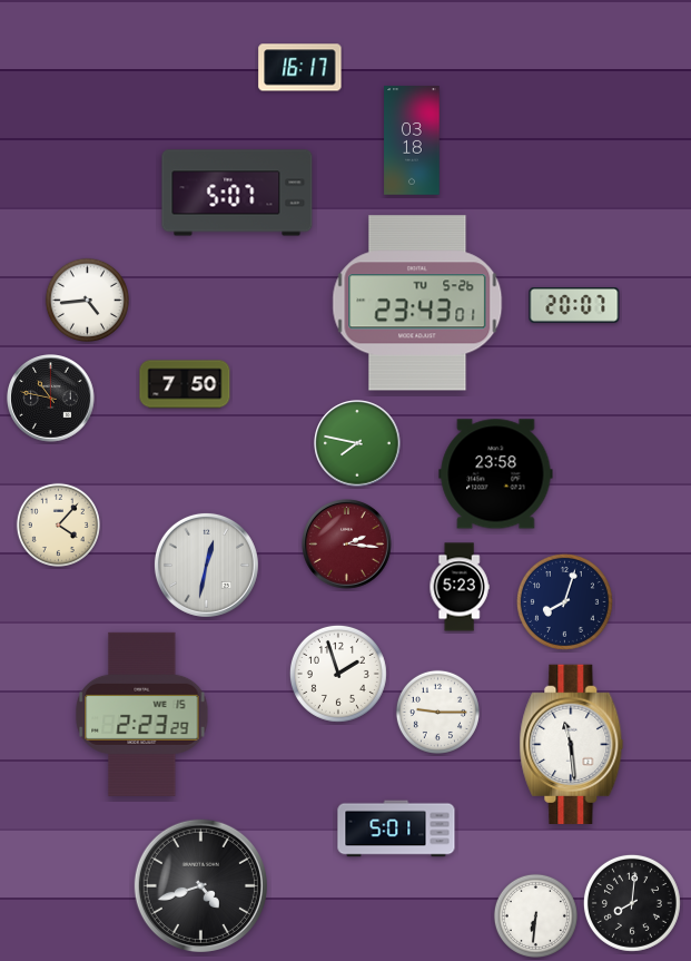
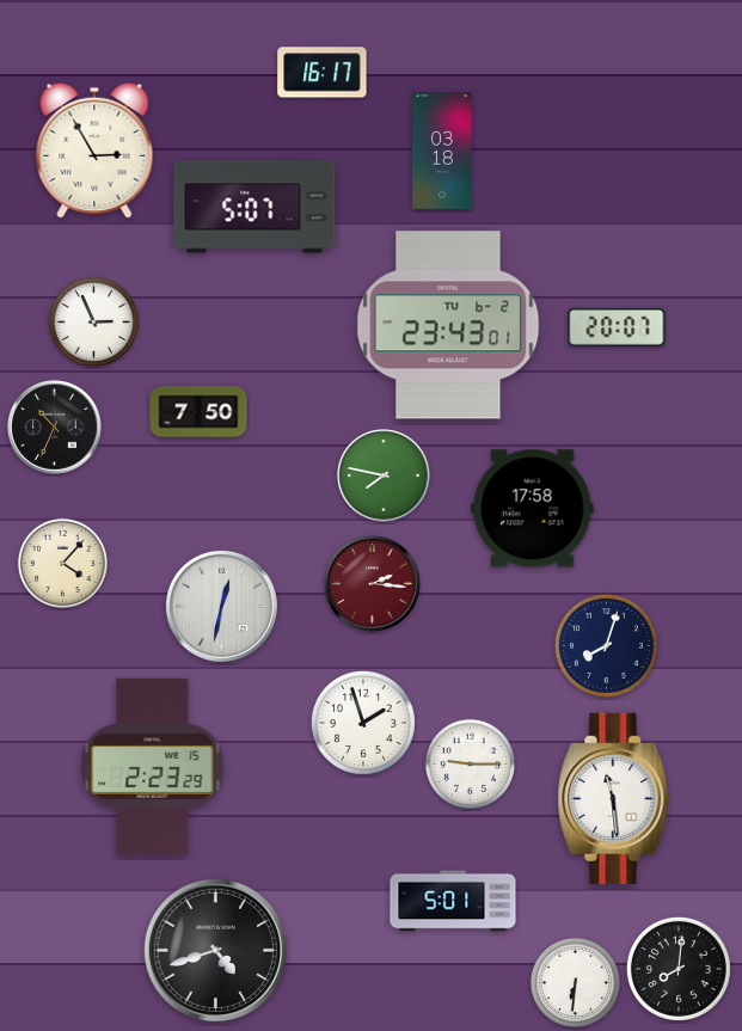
clock at (94, 151): none -> 2:55
clock at (87, 300): 4:44 -> 2:56
clock at (417, 303) date: TU 5-26 -> TU 6-2
clock at (51, 399): 10:47 -> 10:34
clock at (496, 474): 23:58 -> 17:58
clock at (460, 587): 5:23 -> none
clock at (396, 828) position: (396, 828) -> (453, 901)
